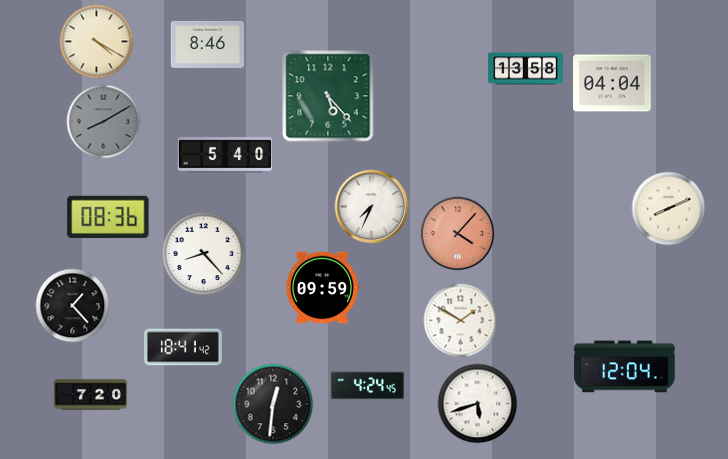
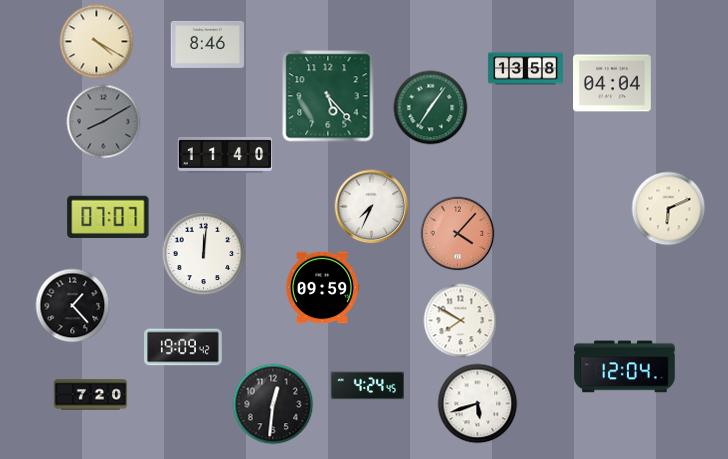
clock at (431, 108): none -> 7:06
clock at (225, 155): 5:40 -> 11:40
clock at (669, 209): 8:11 -> 6:11
clock at (108, 216): 08:36 -> 07:07
clock at (204, 254): 8:23 -> 12:01
clock at (461, 321): 1:50 -> 7:50
clock at (183, 347): 18:41 -> 19:09
